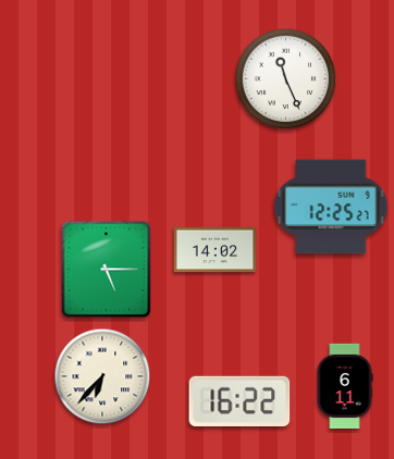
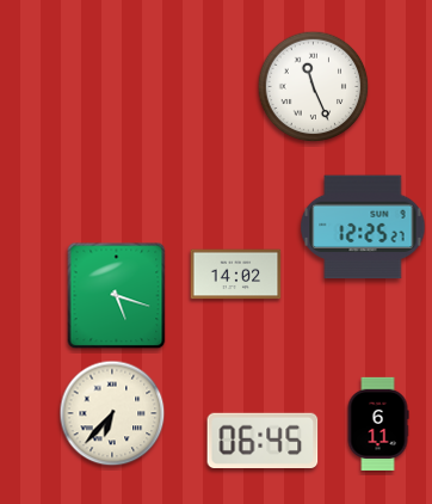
clock at (107, 270): 5:15 -> 5:18
clock at (239, 400): 16:22 -> 06:45
